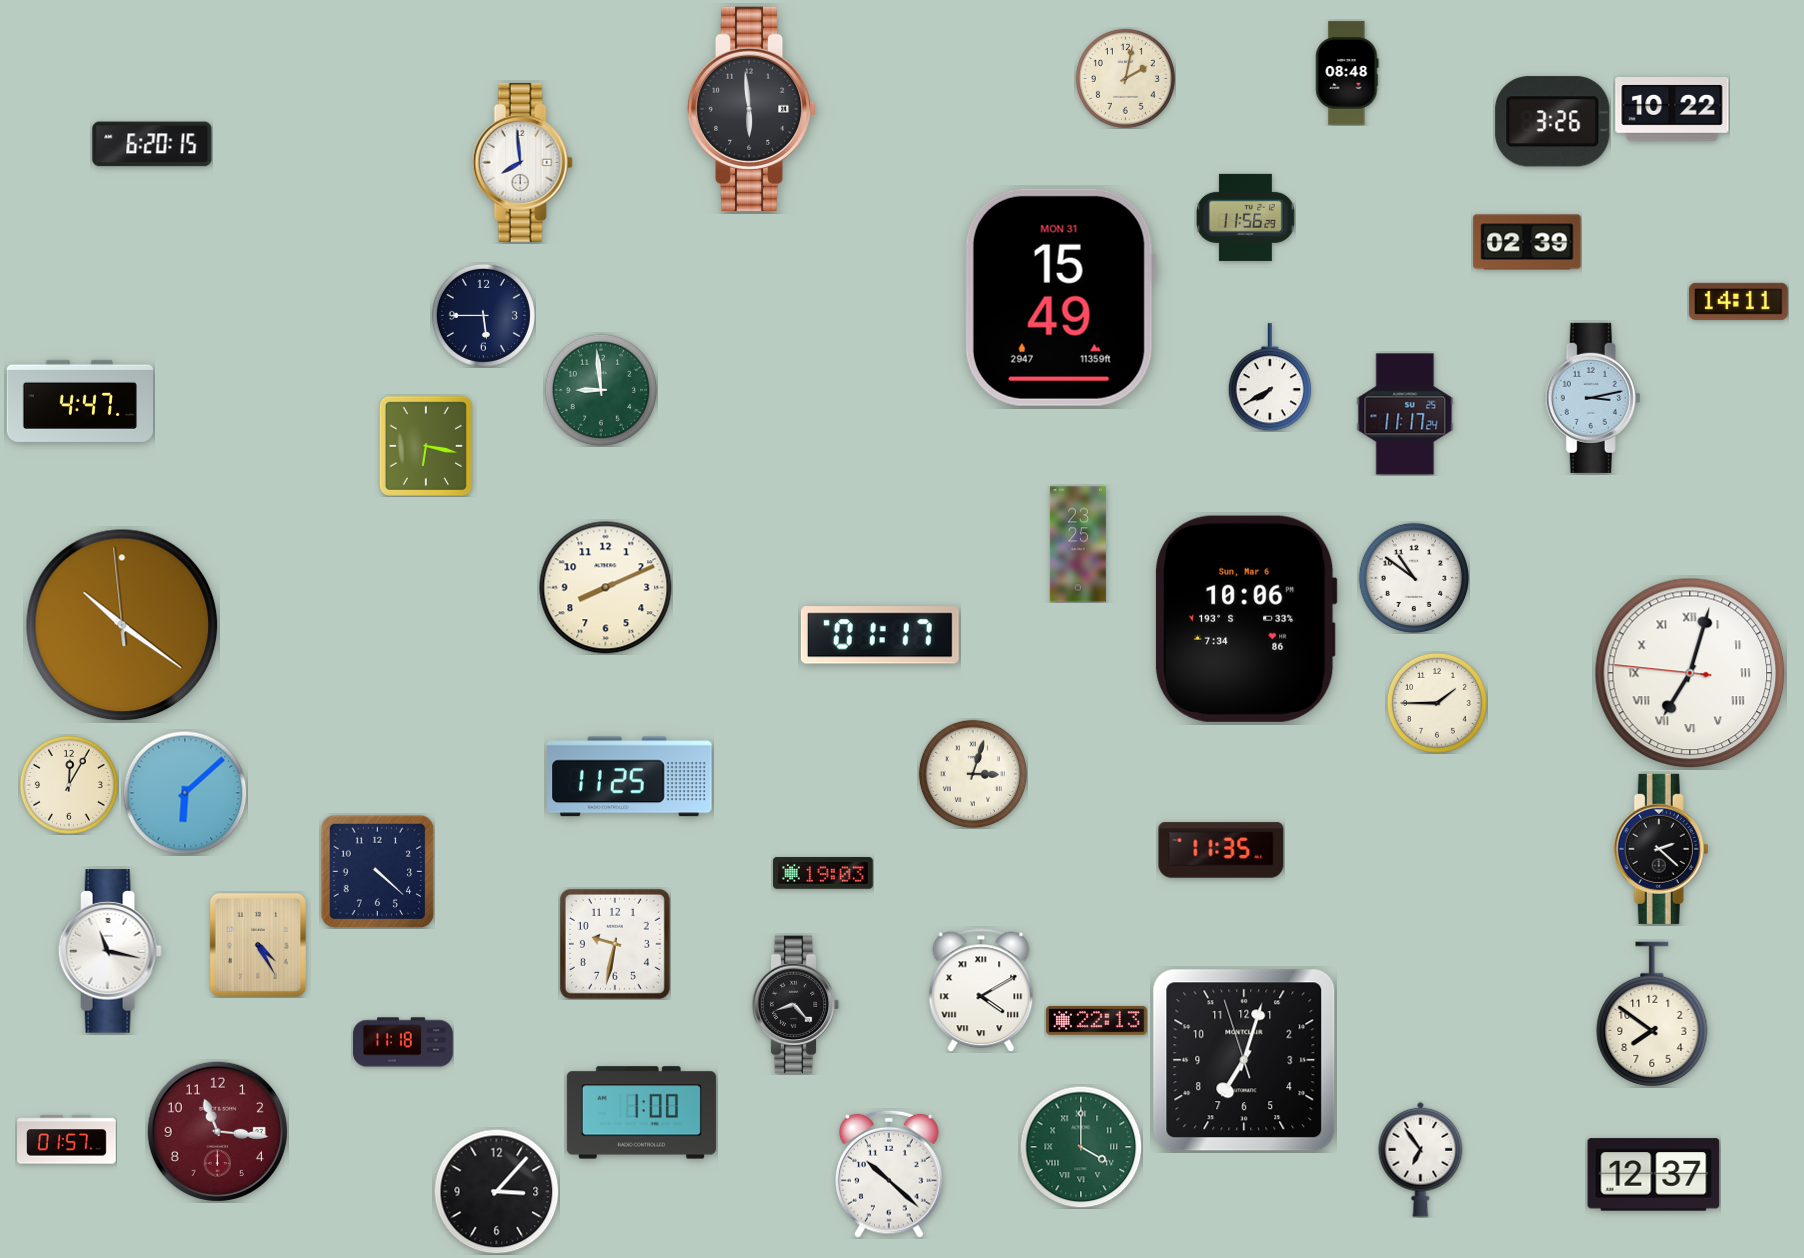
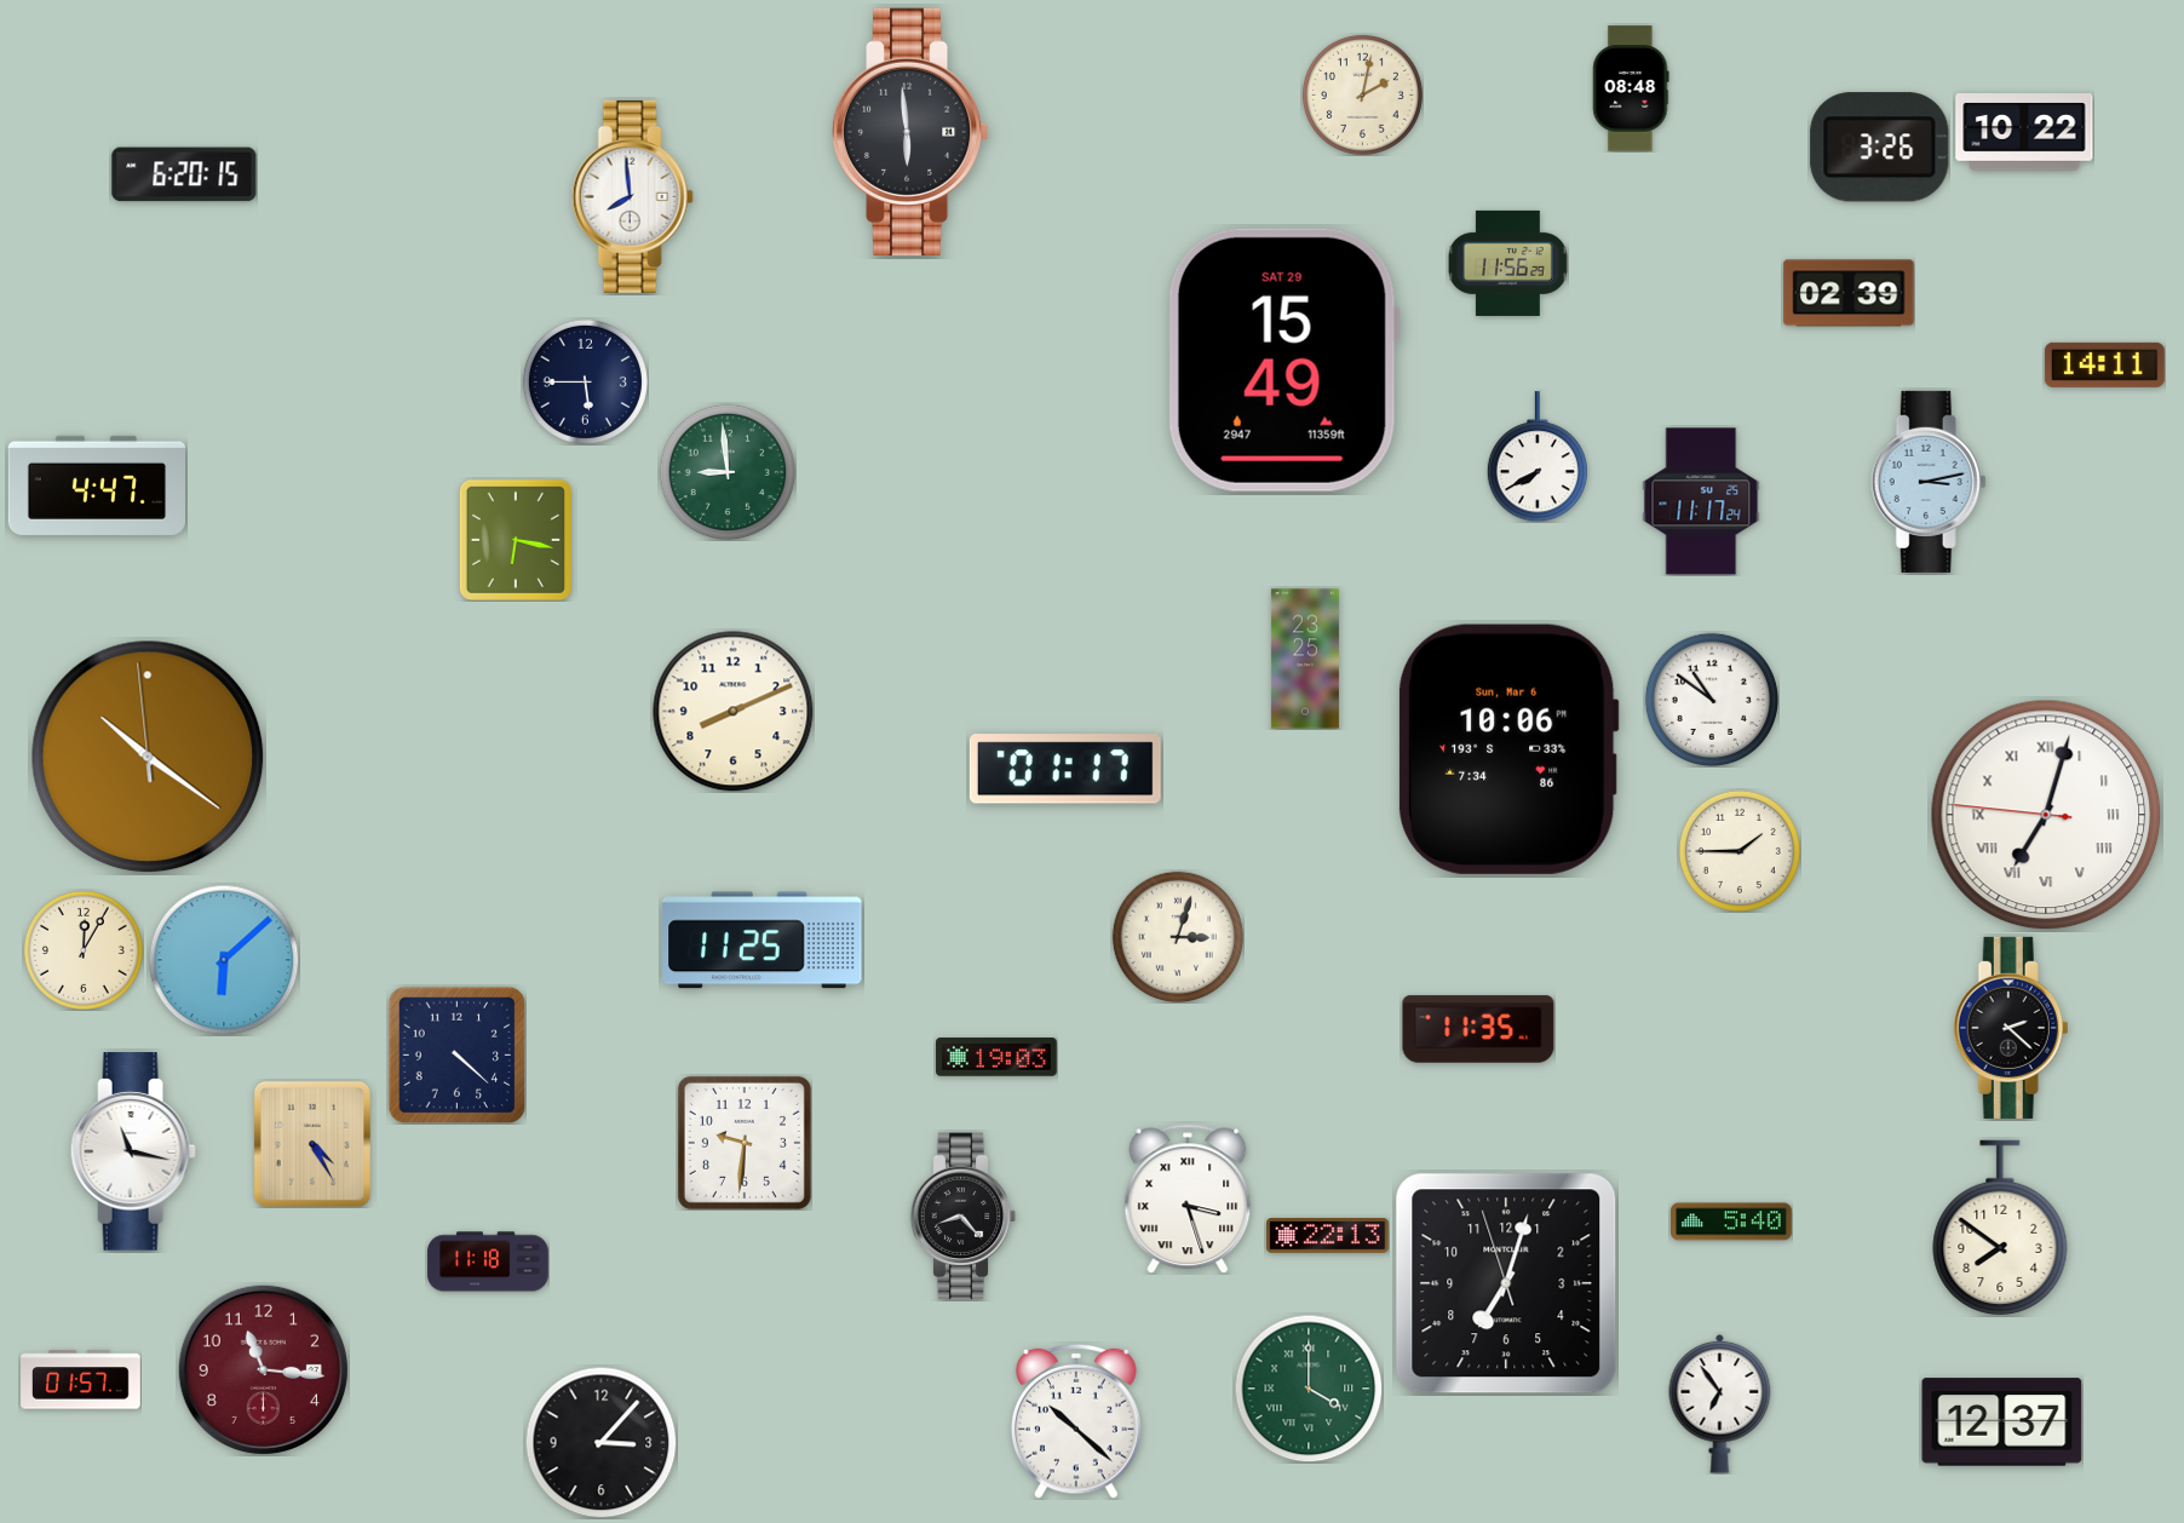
clock at (1060, 297) date: MON 31 -> SAT 29
clock at (615, 944): 9:32 -> 9:31
clock at (981, 990): 4:10 -> 3:27
clock at (1731, 1222): none -> 5:40
clock at (641, 1113): 1:00 -> none
